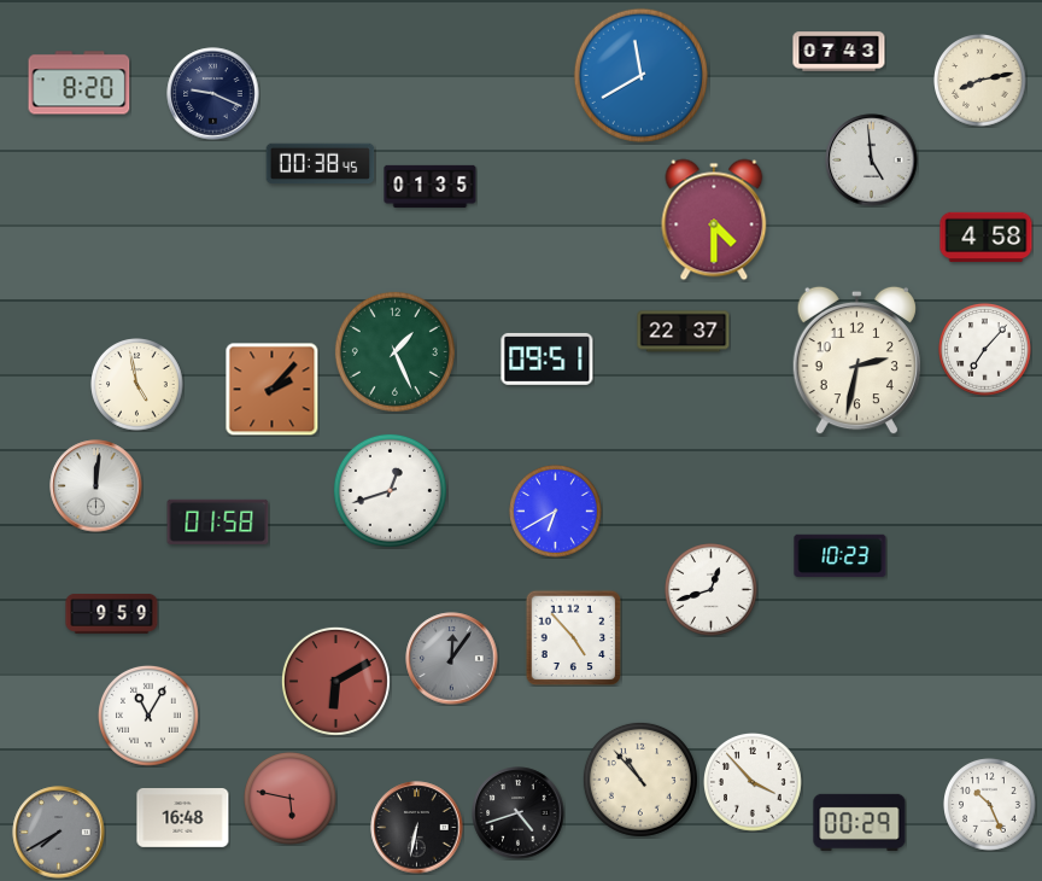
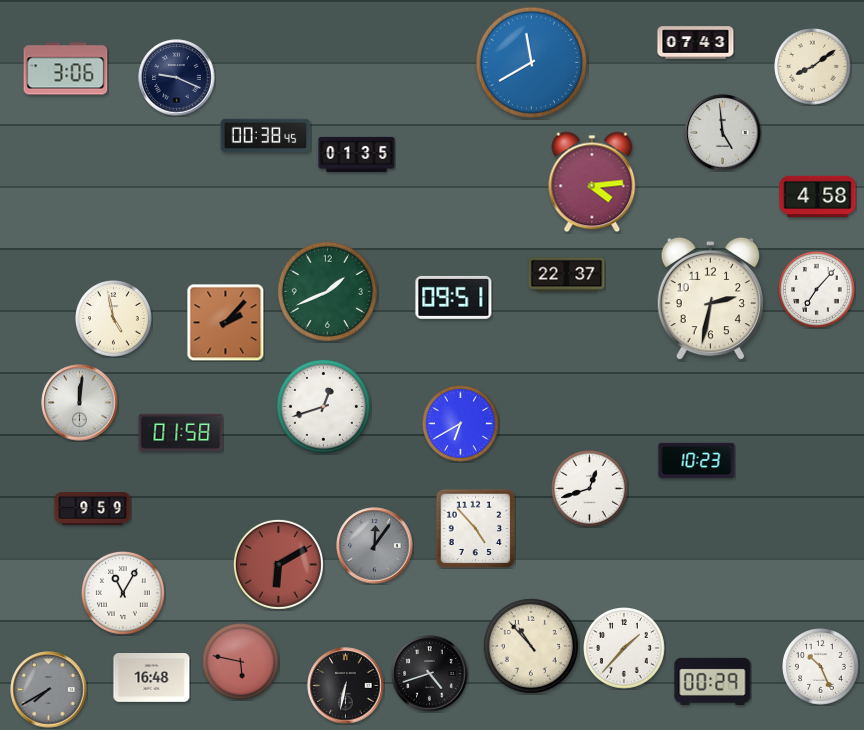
clock at (980, 81): 8:13 -> 8:09
clock at (80, 83): 8:20 -> 3:06
clock at (714, 220): 4:30 -> 4:14
clock at (394, 351): 1:26 -> 1:41
clock at (754, 783): 3:53 -> 1:37
